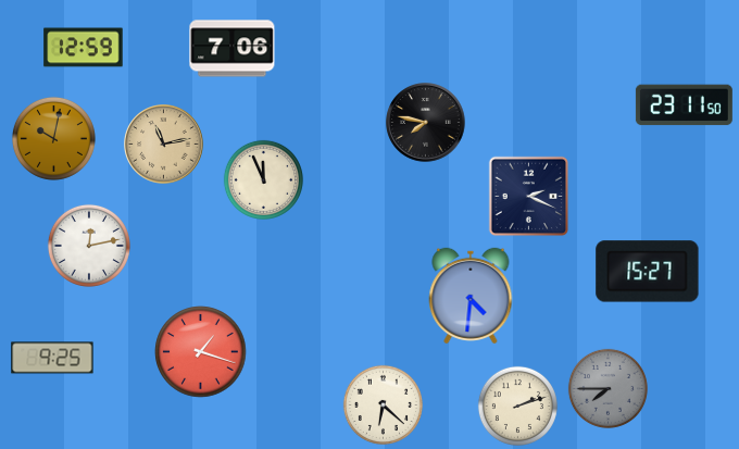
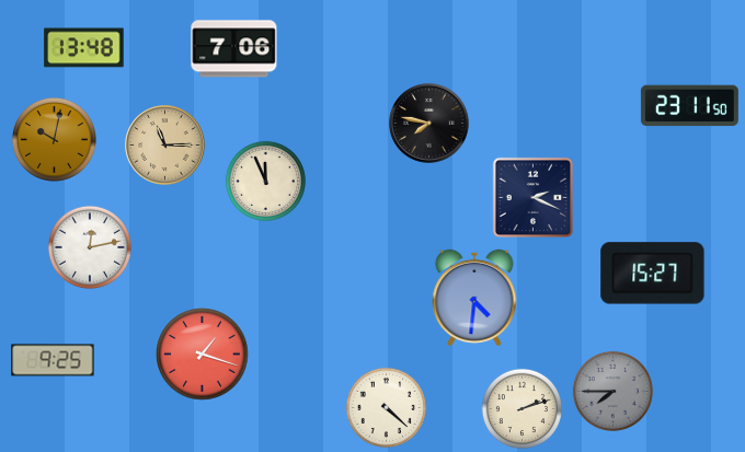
clock at (84, 48): 12:59 -> 13:48
clock at (164, 145): 11:13 -> 11:15
clock at (383, 404): 6:22 -> 4:22
